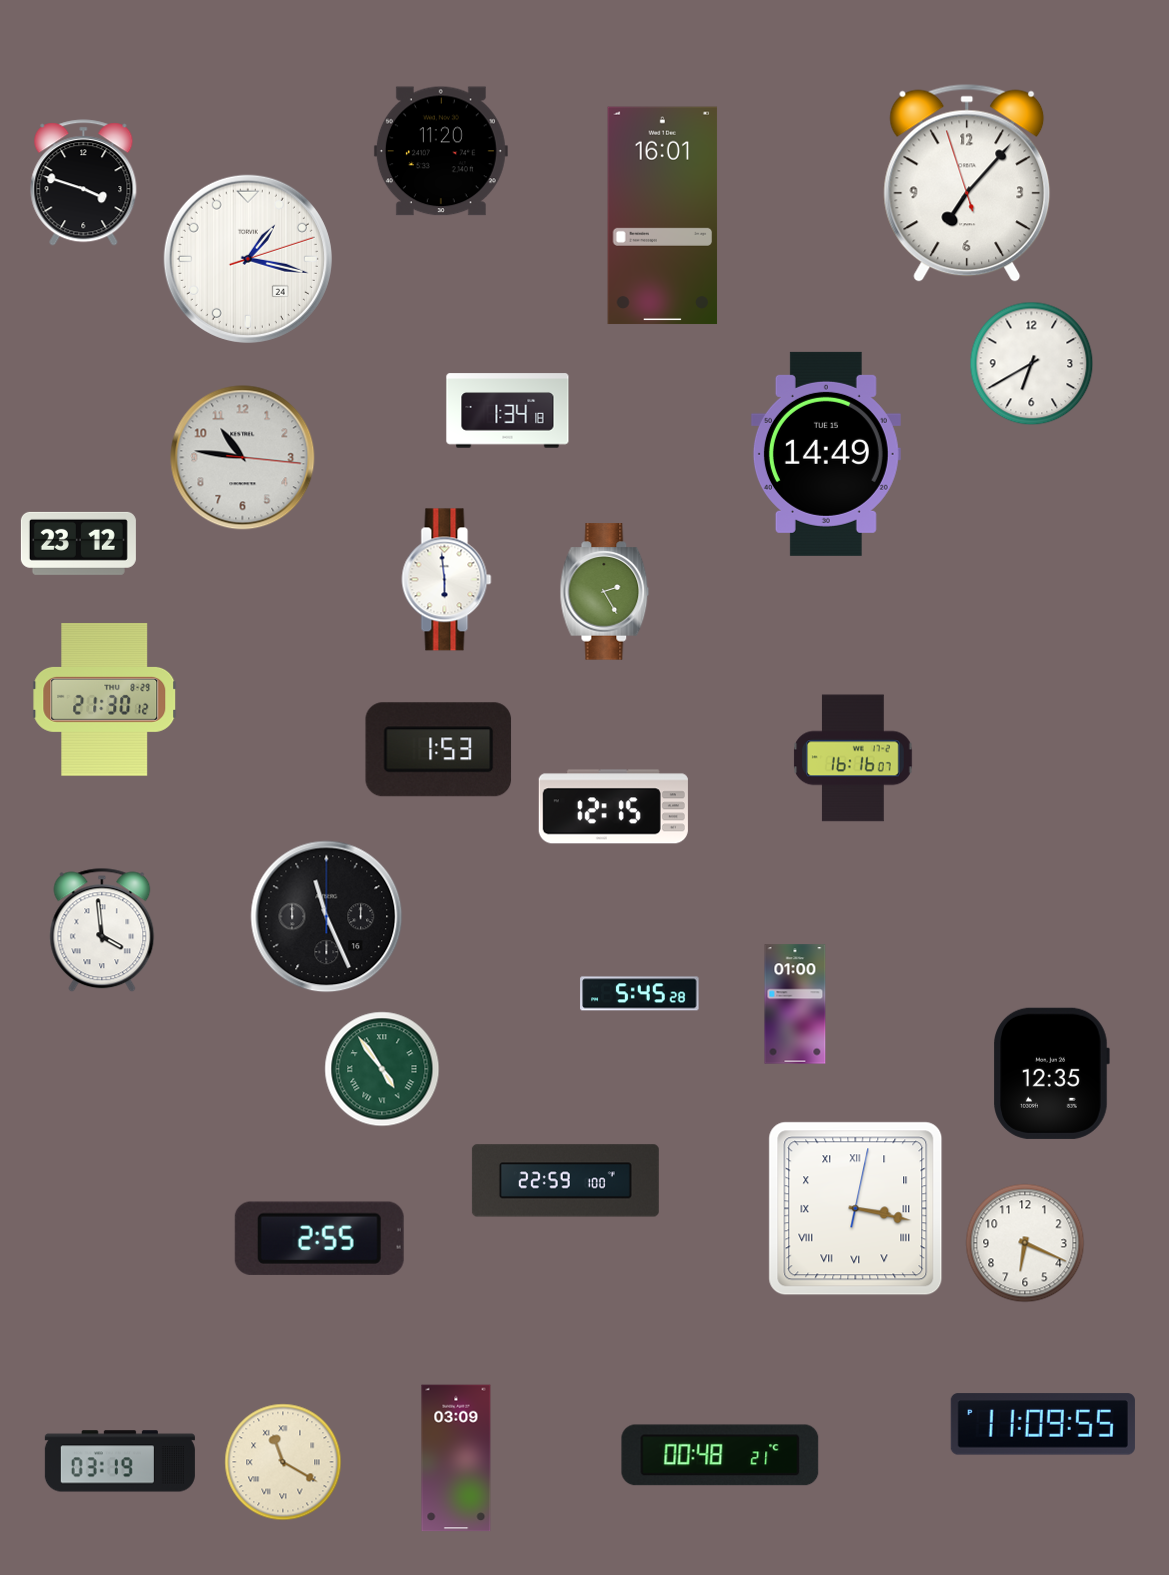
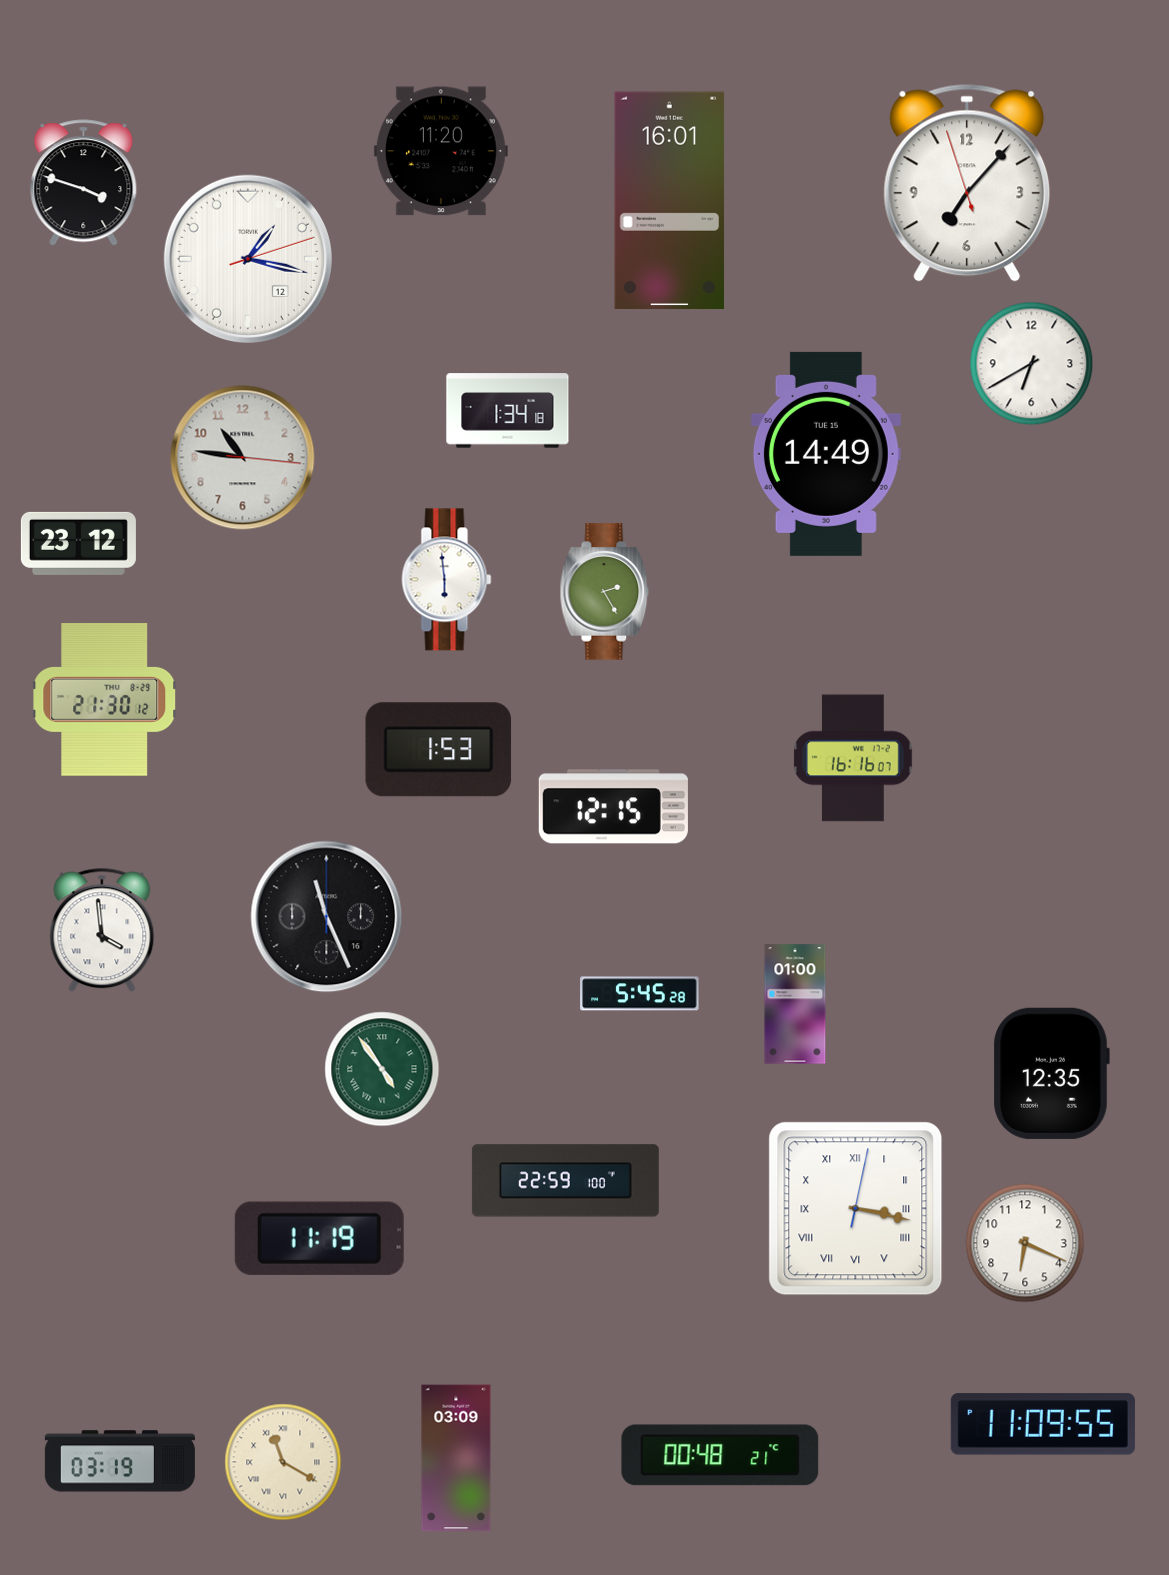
clock at (663, 216) position: (663, 216) -> (670, 201)
clock at (248, 259) date: 24 -> 12
clock at (319, 1238): 2:55 -> 11:19
